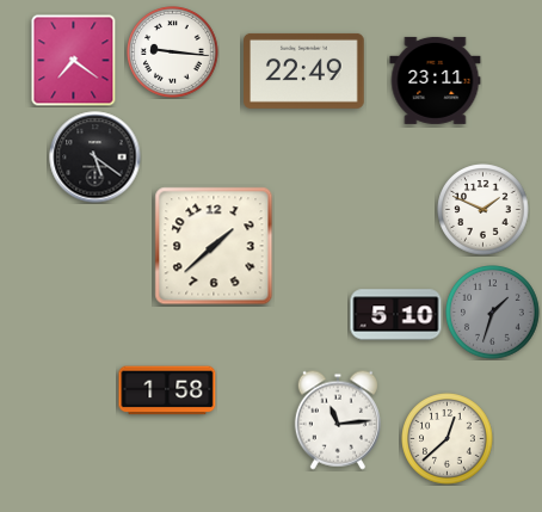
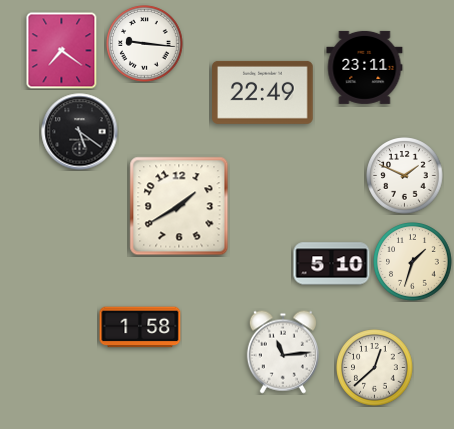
clock at (304, 70) position: (304, 70) -> (263, 92)
clock at (214, 246): 1:38 -> 1:40
clock at (493, 313) dial: grey -> cream
